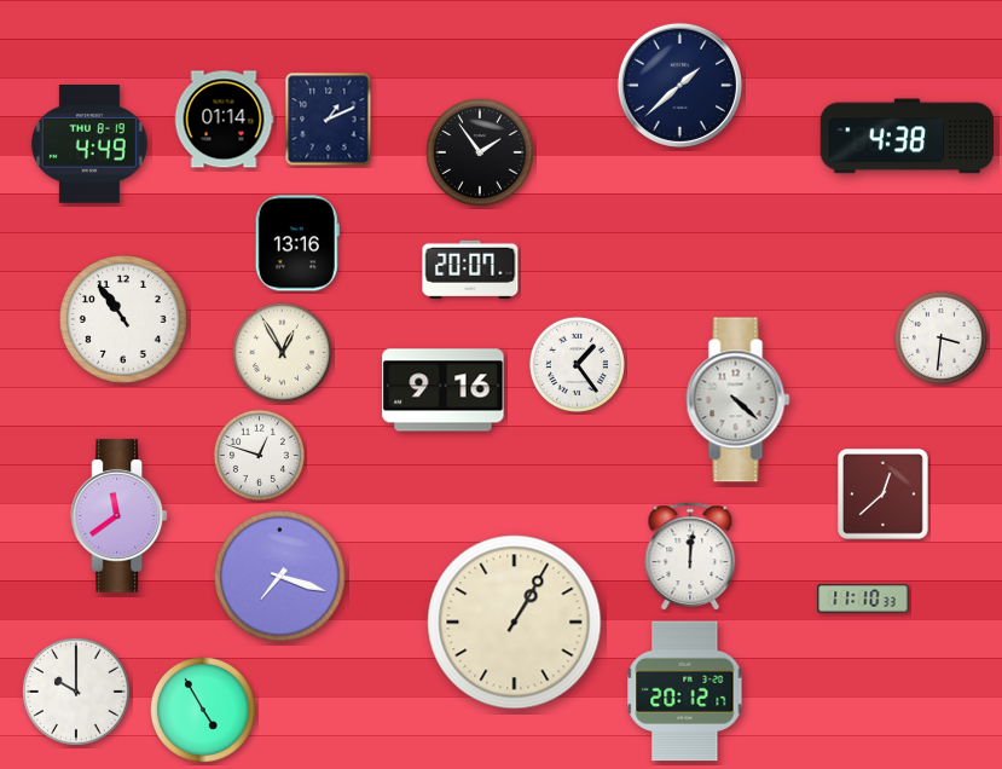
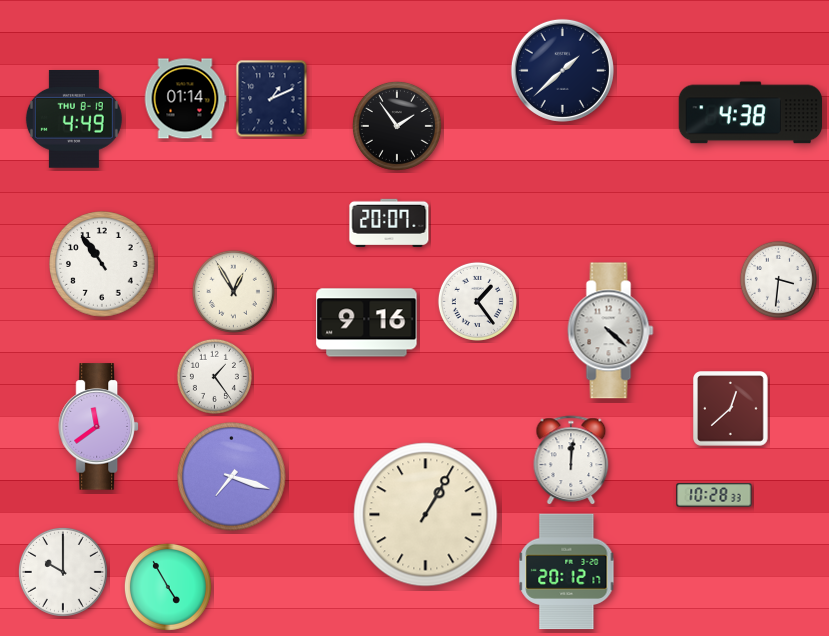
clock at (297, 243): 13:16 -> none
clock at (259, 455): 12:48 -> 1:24
clock at (863, 599): 11:10 -> 10:28
